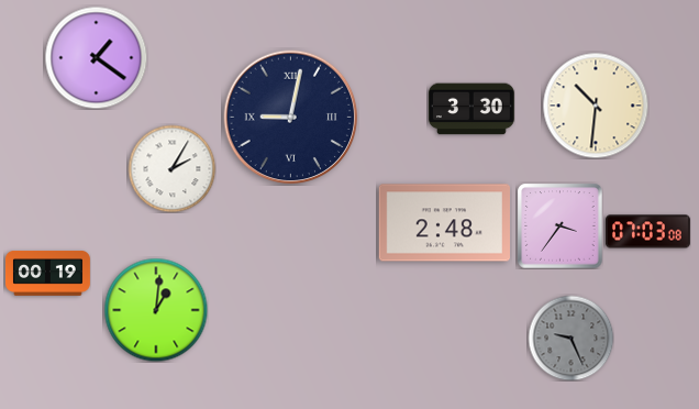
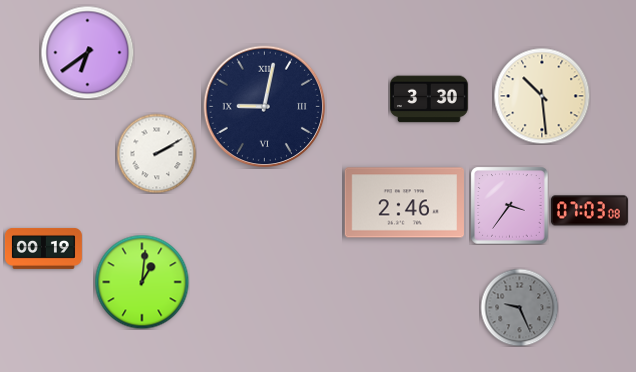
clock at (96, 57): 1:21 -> 6:39
clock at (596, 106): 10:31 -> 10:29
clock at (171, 168): 2:05 -> 2:10
clock at (444, 223): 2:48 -> 2:46
